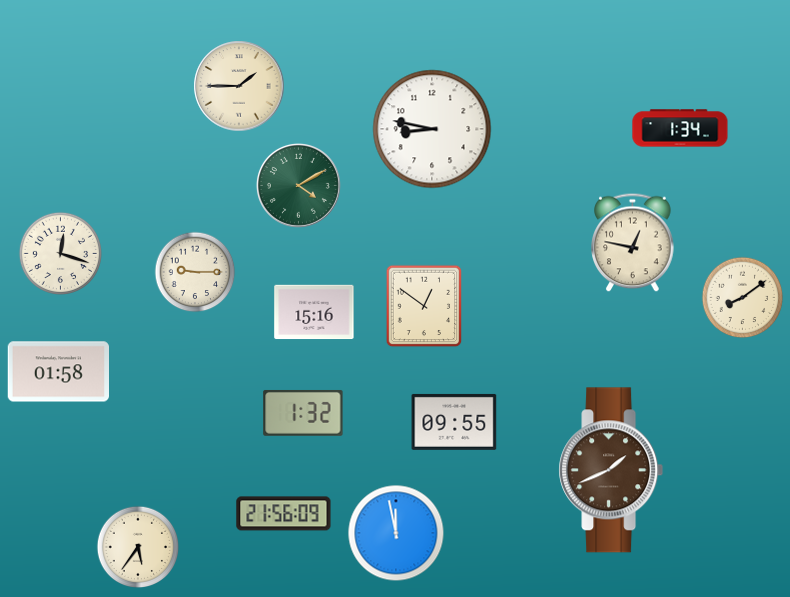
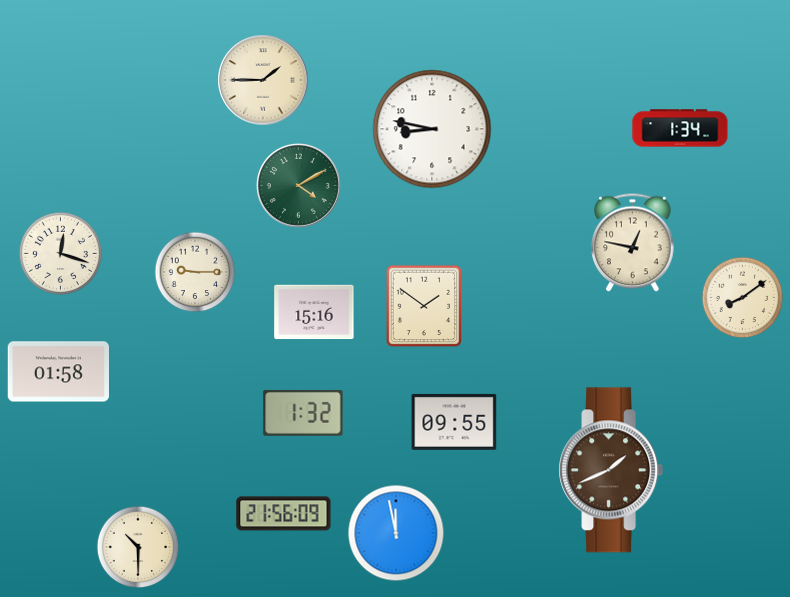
clock at (239, 86) position: (239, 86) -> (263, 80)
clock at (424, 306): 12:51 -> 1:51
clock at (138, 547): 5:36 -> 10:30
